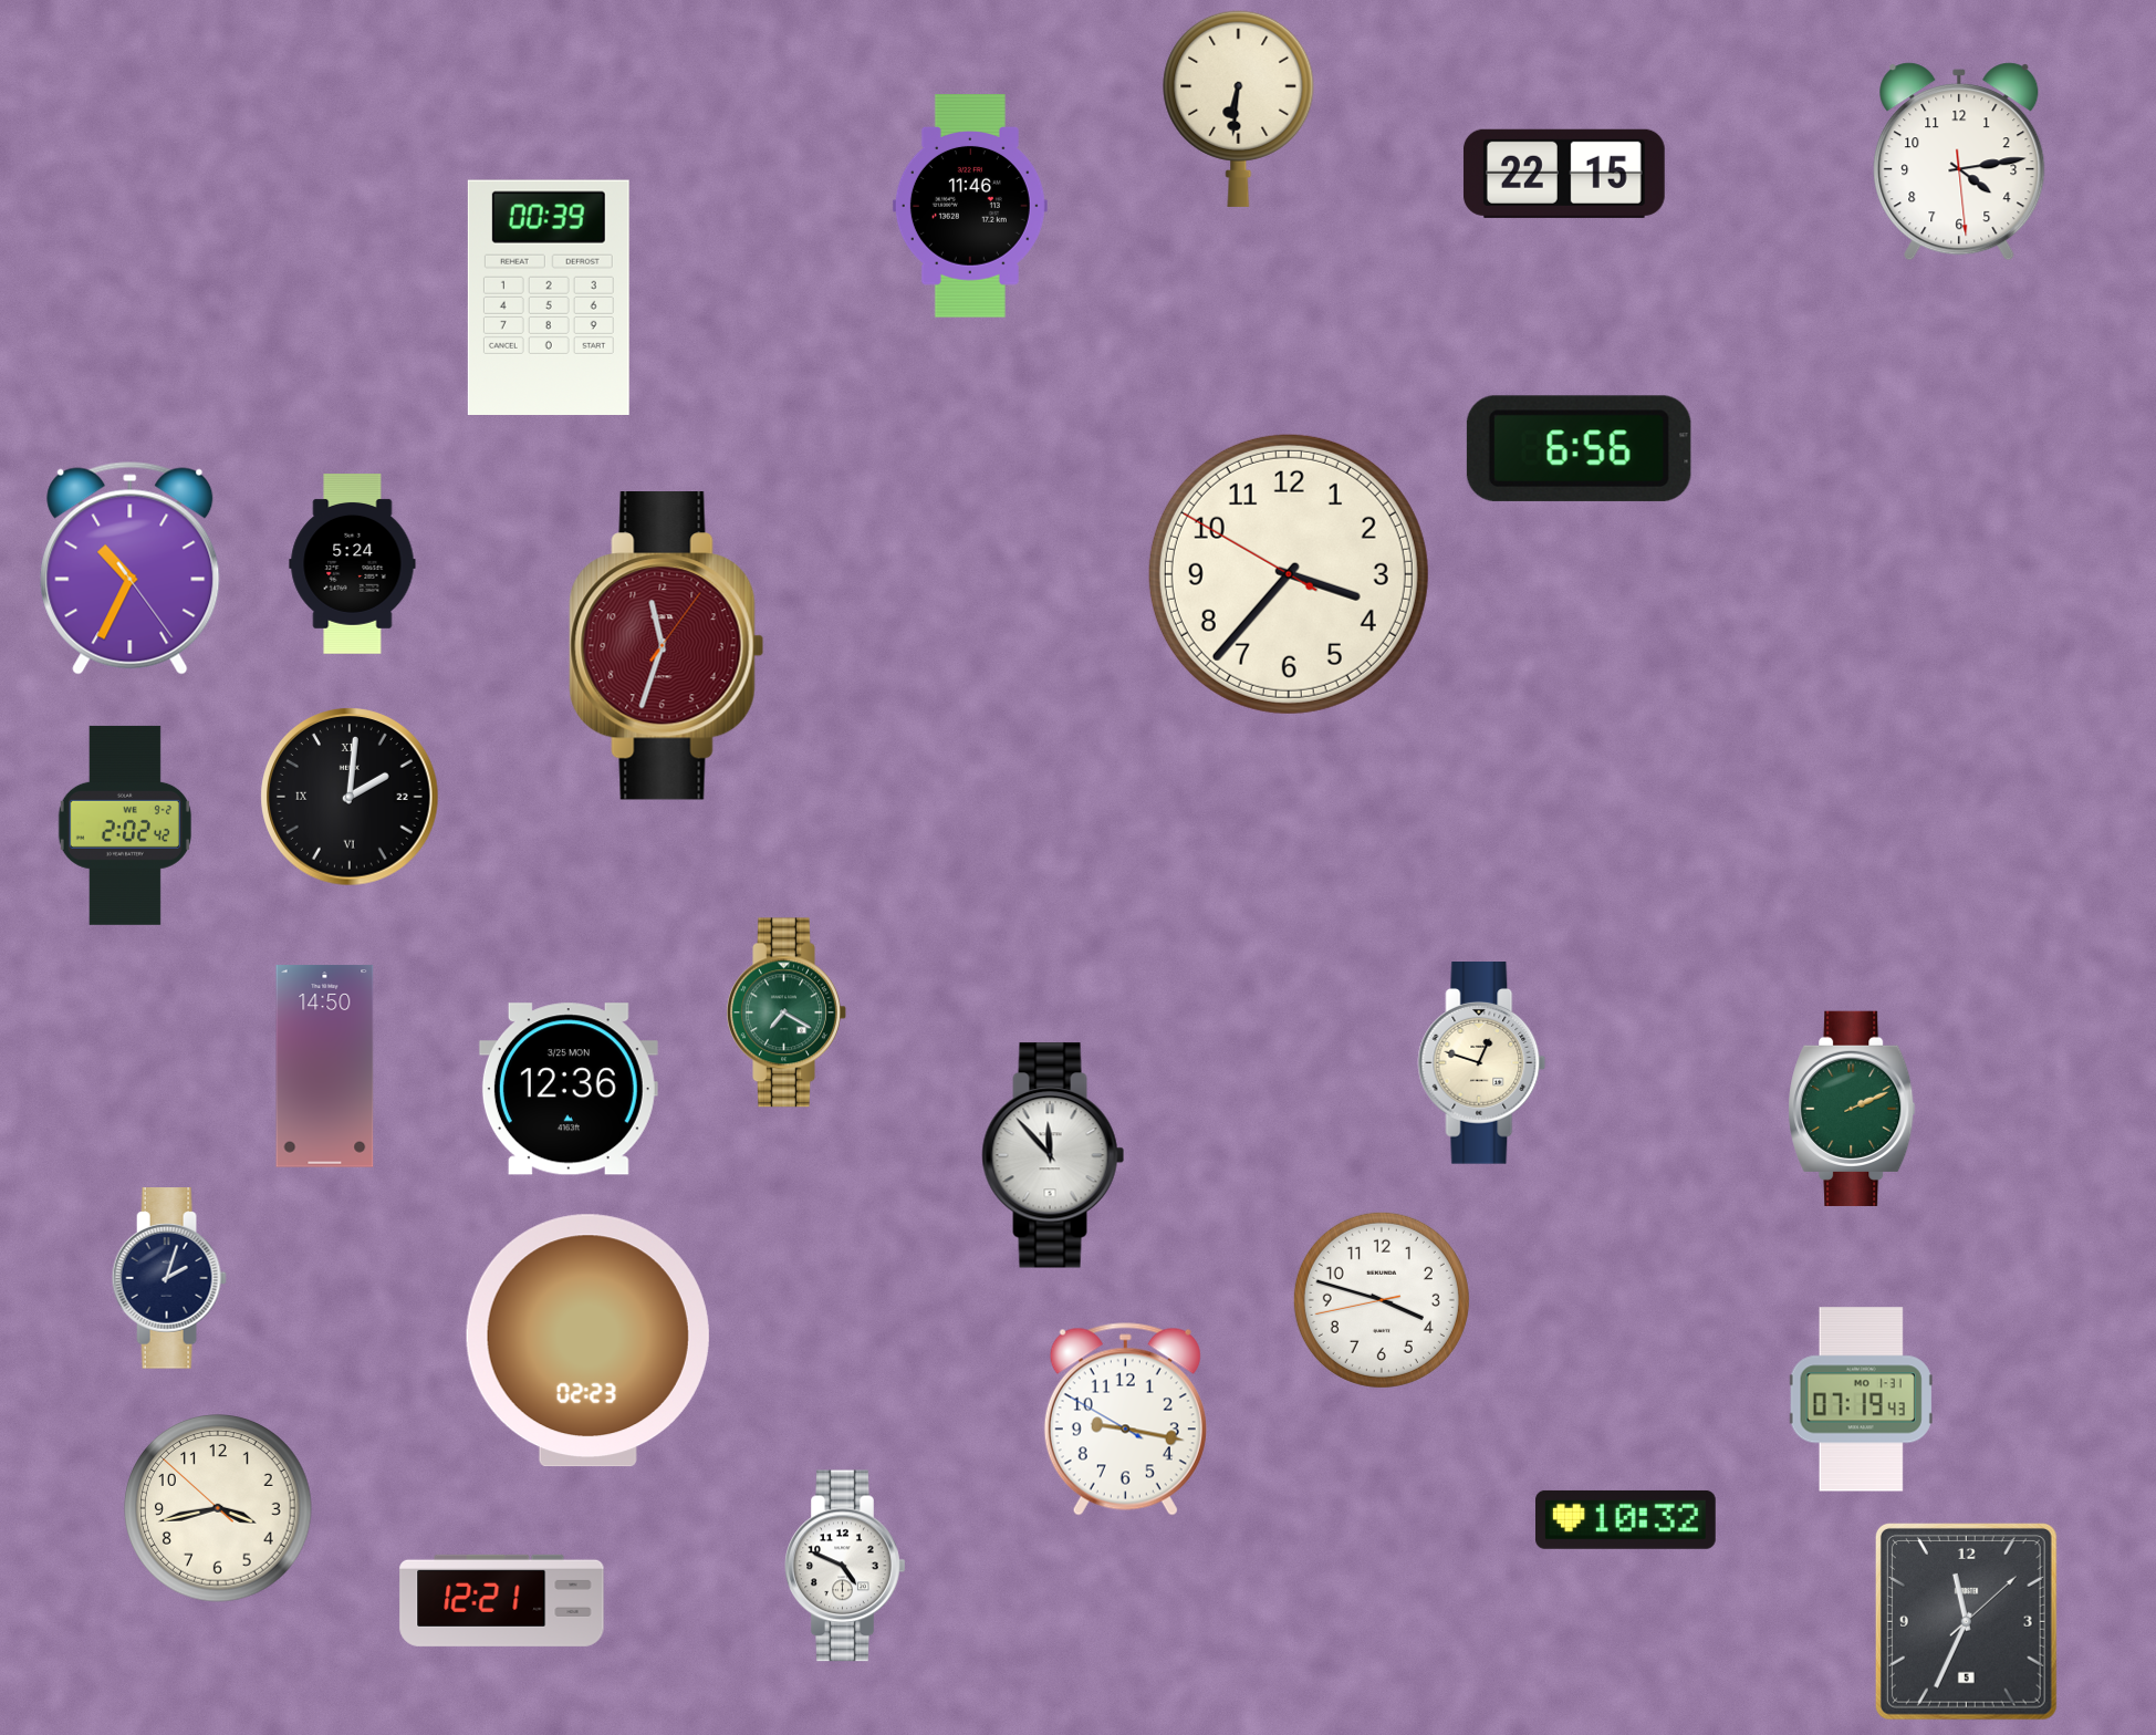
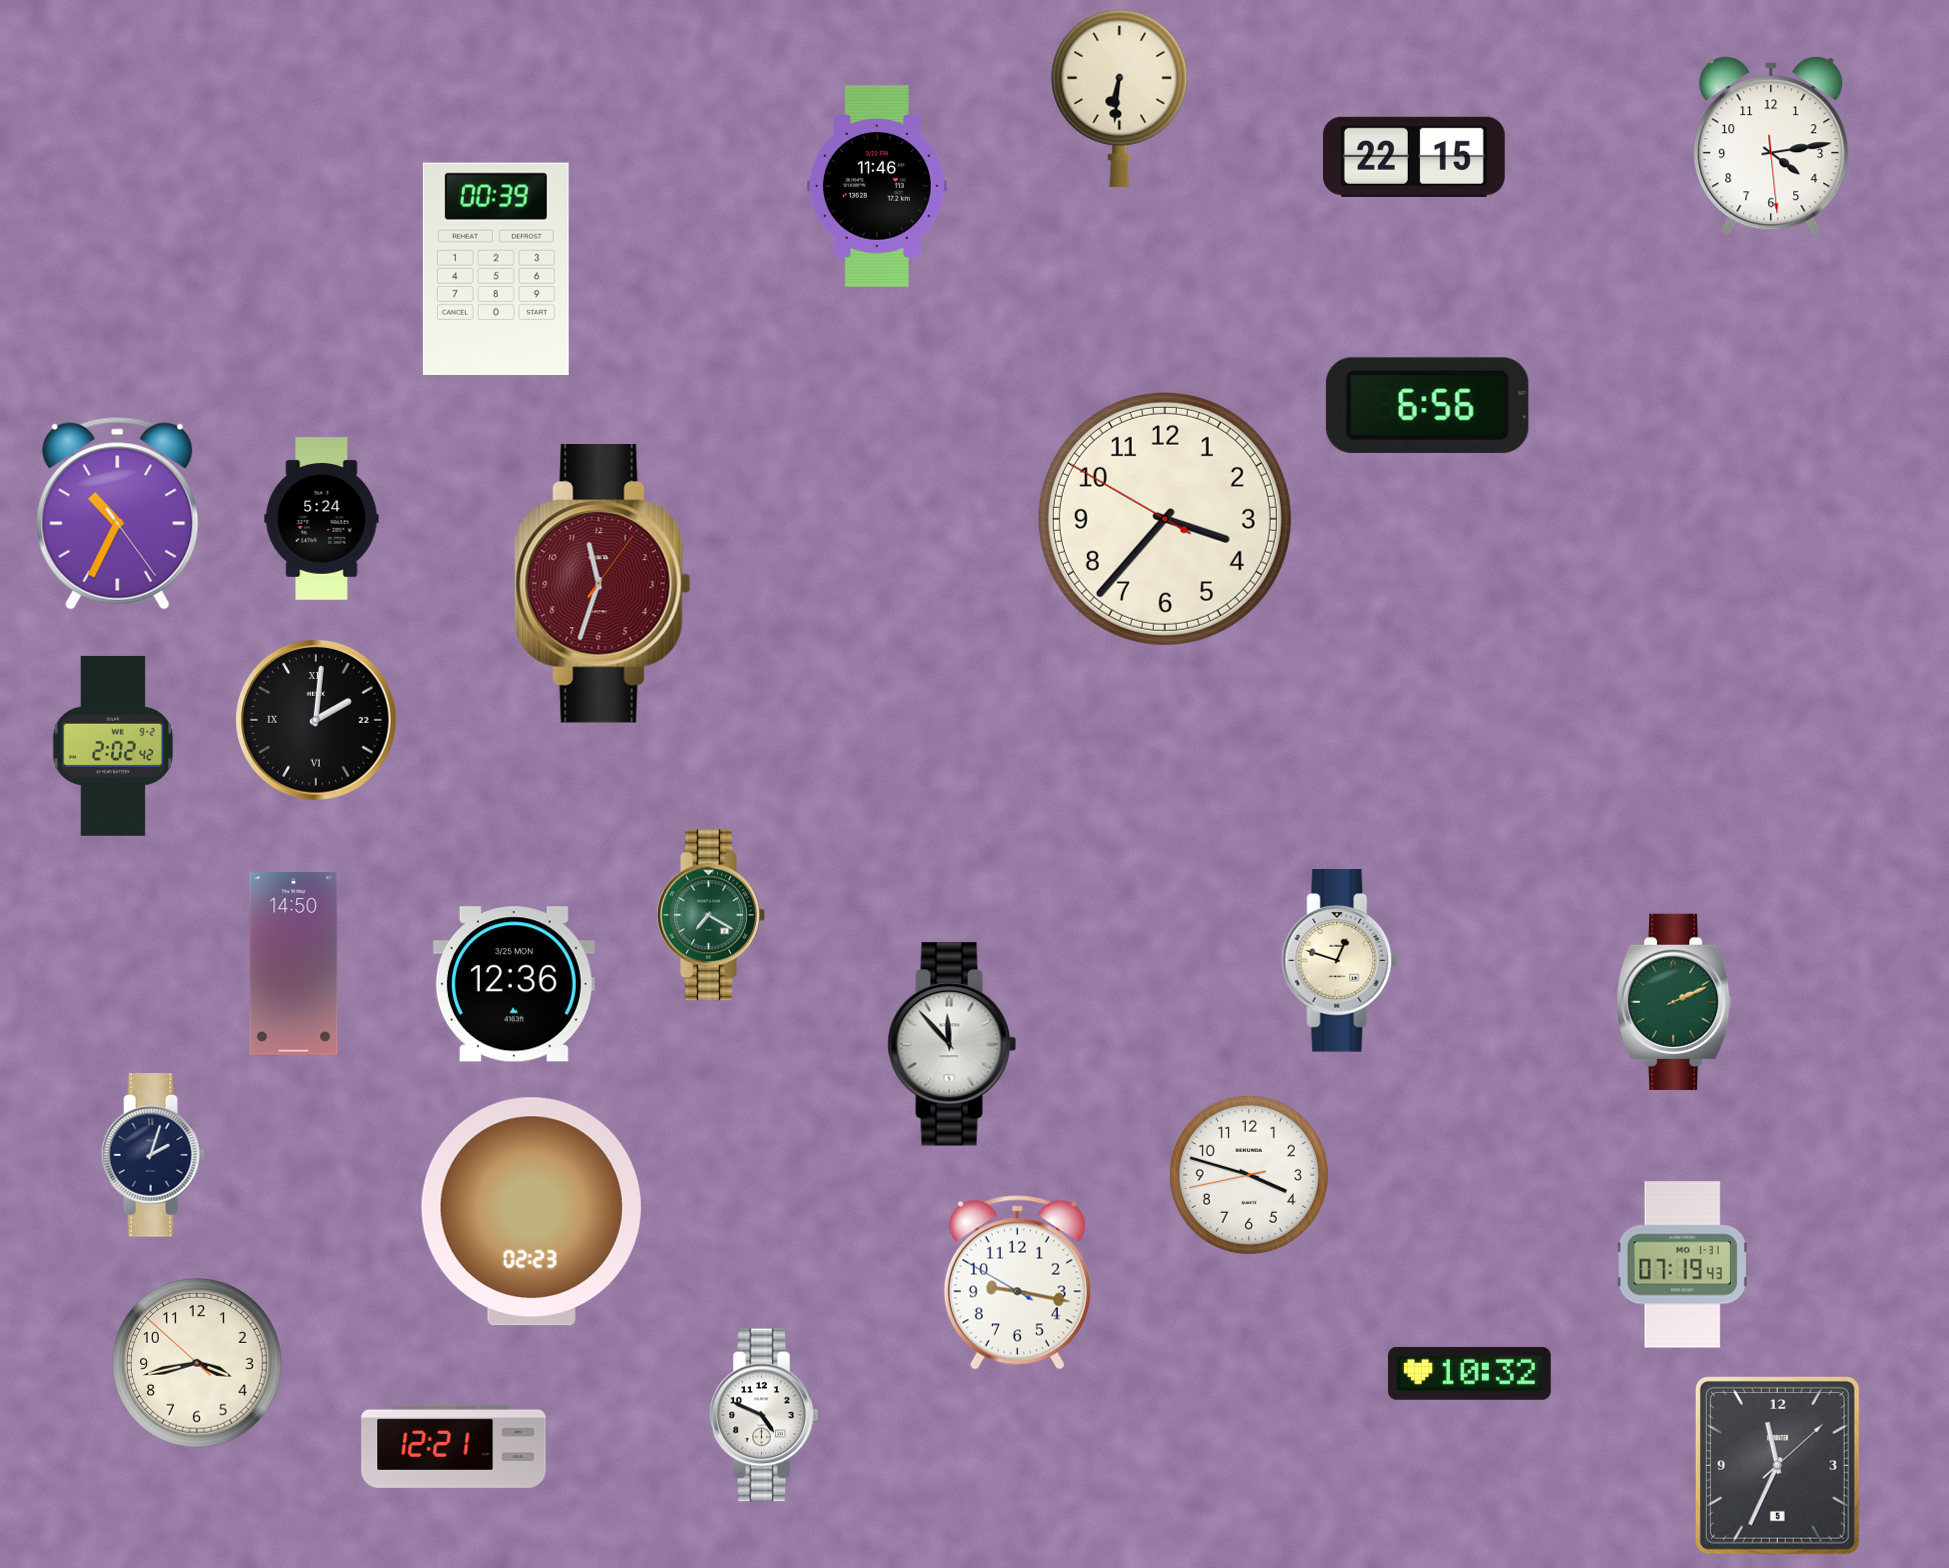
clock at (353, 564) position: (353, 564) -> (322, 519)
